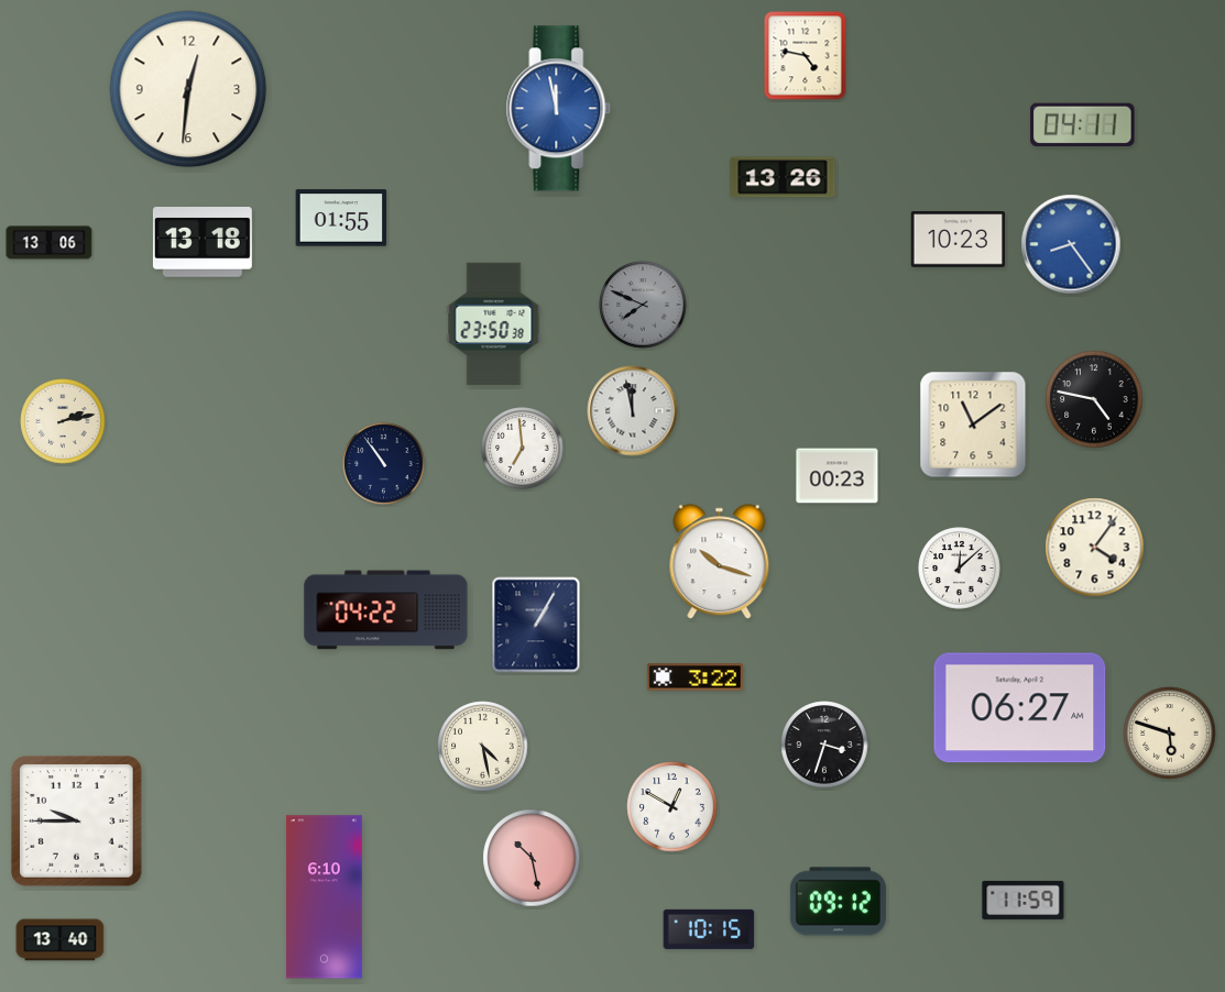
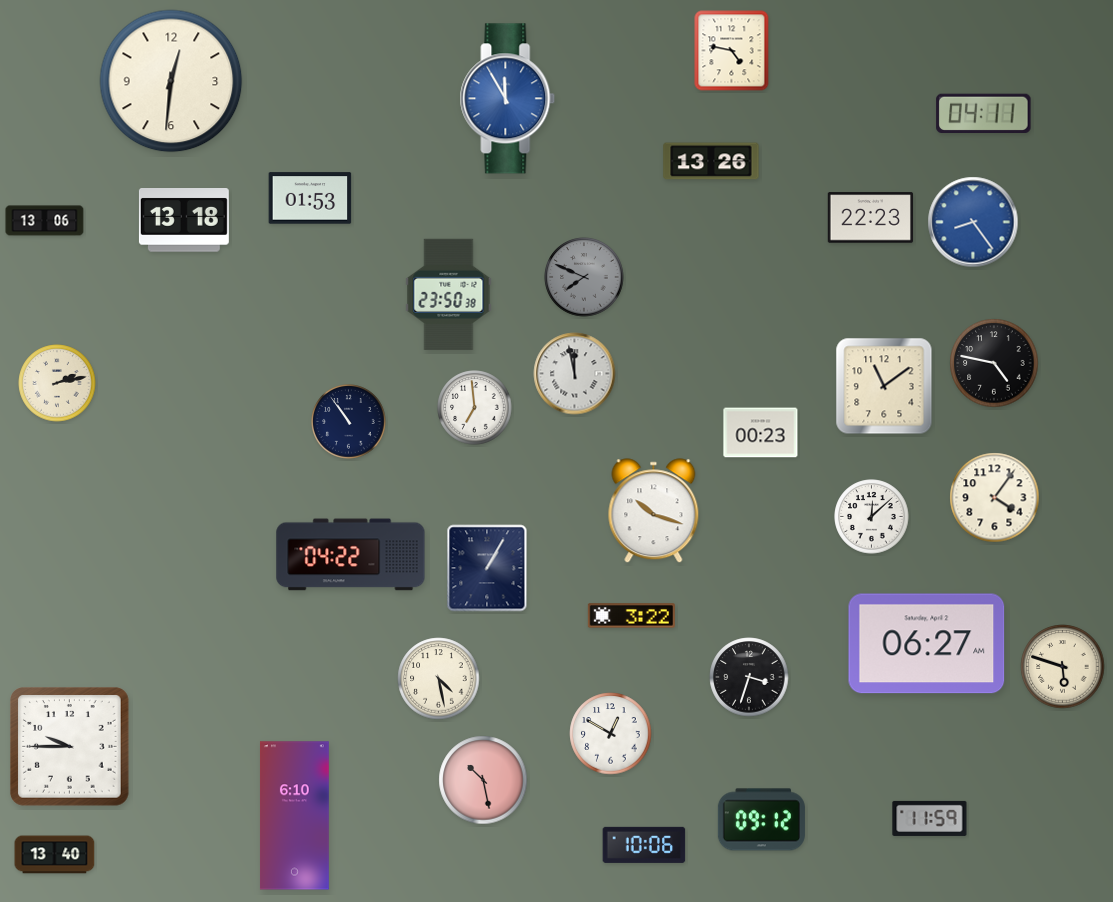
clock at (559, 109): 11:58 -> 11:55
clock at (341, 218): 01:55 -> 01:53
clock at (959, 240): 10:23 -> 22:23
clock at (709, 929): 10:15 -> 10:06
